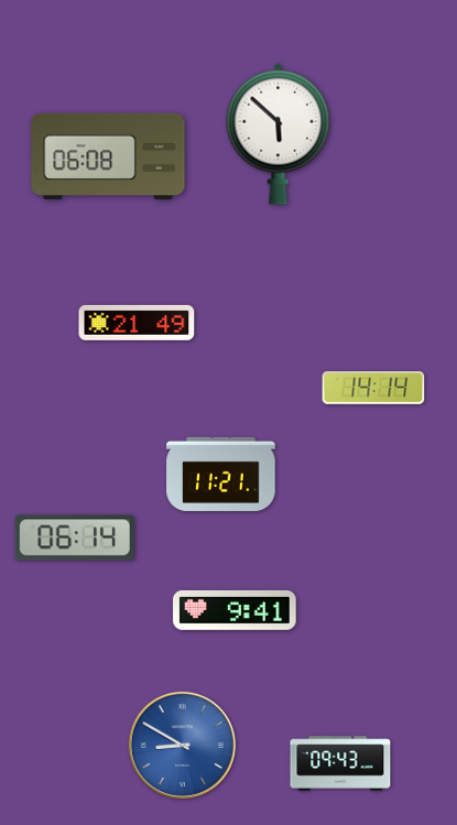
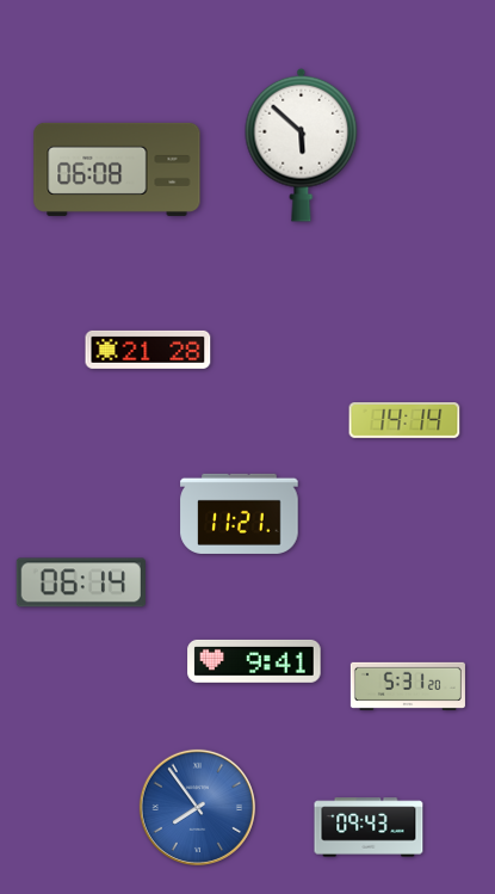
clock at (137, 323): 21:49 -> 21:28
clock at (408, 686): none -> 5:31
clock at (182, 745): 8:50 -> 7:54
